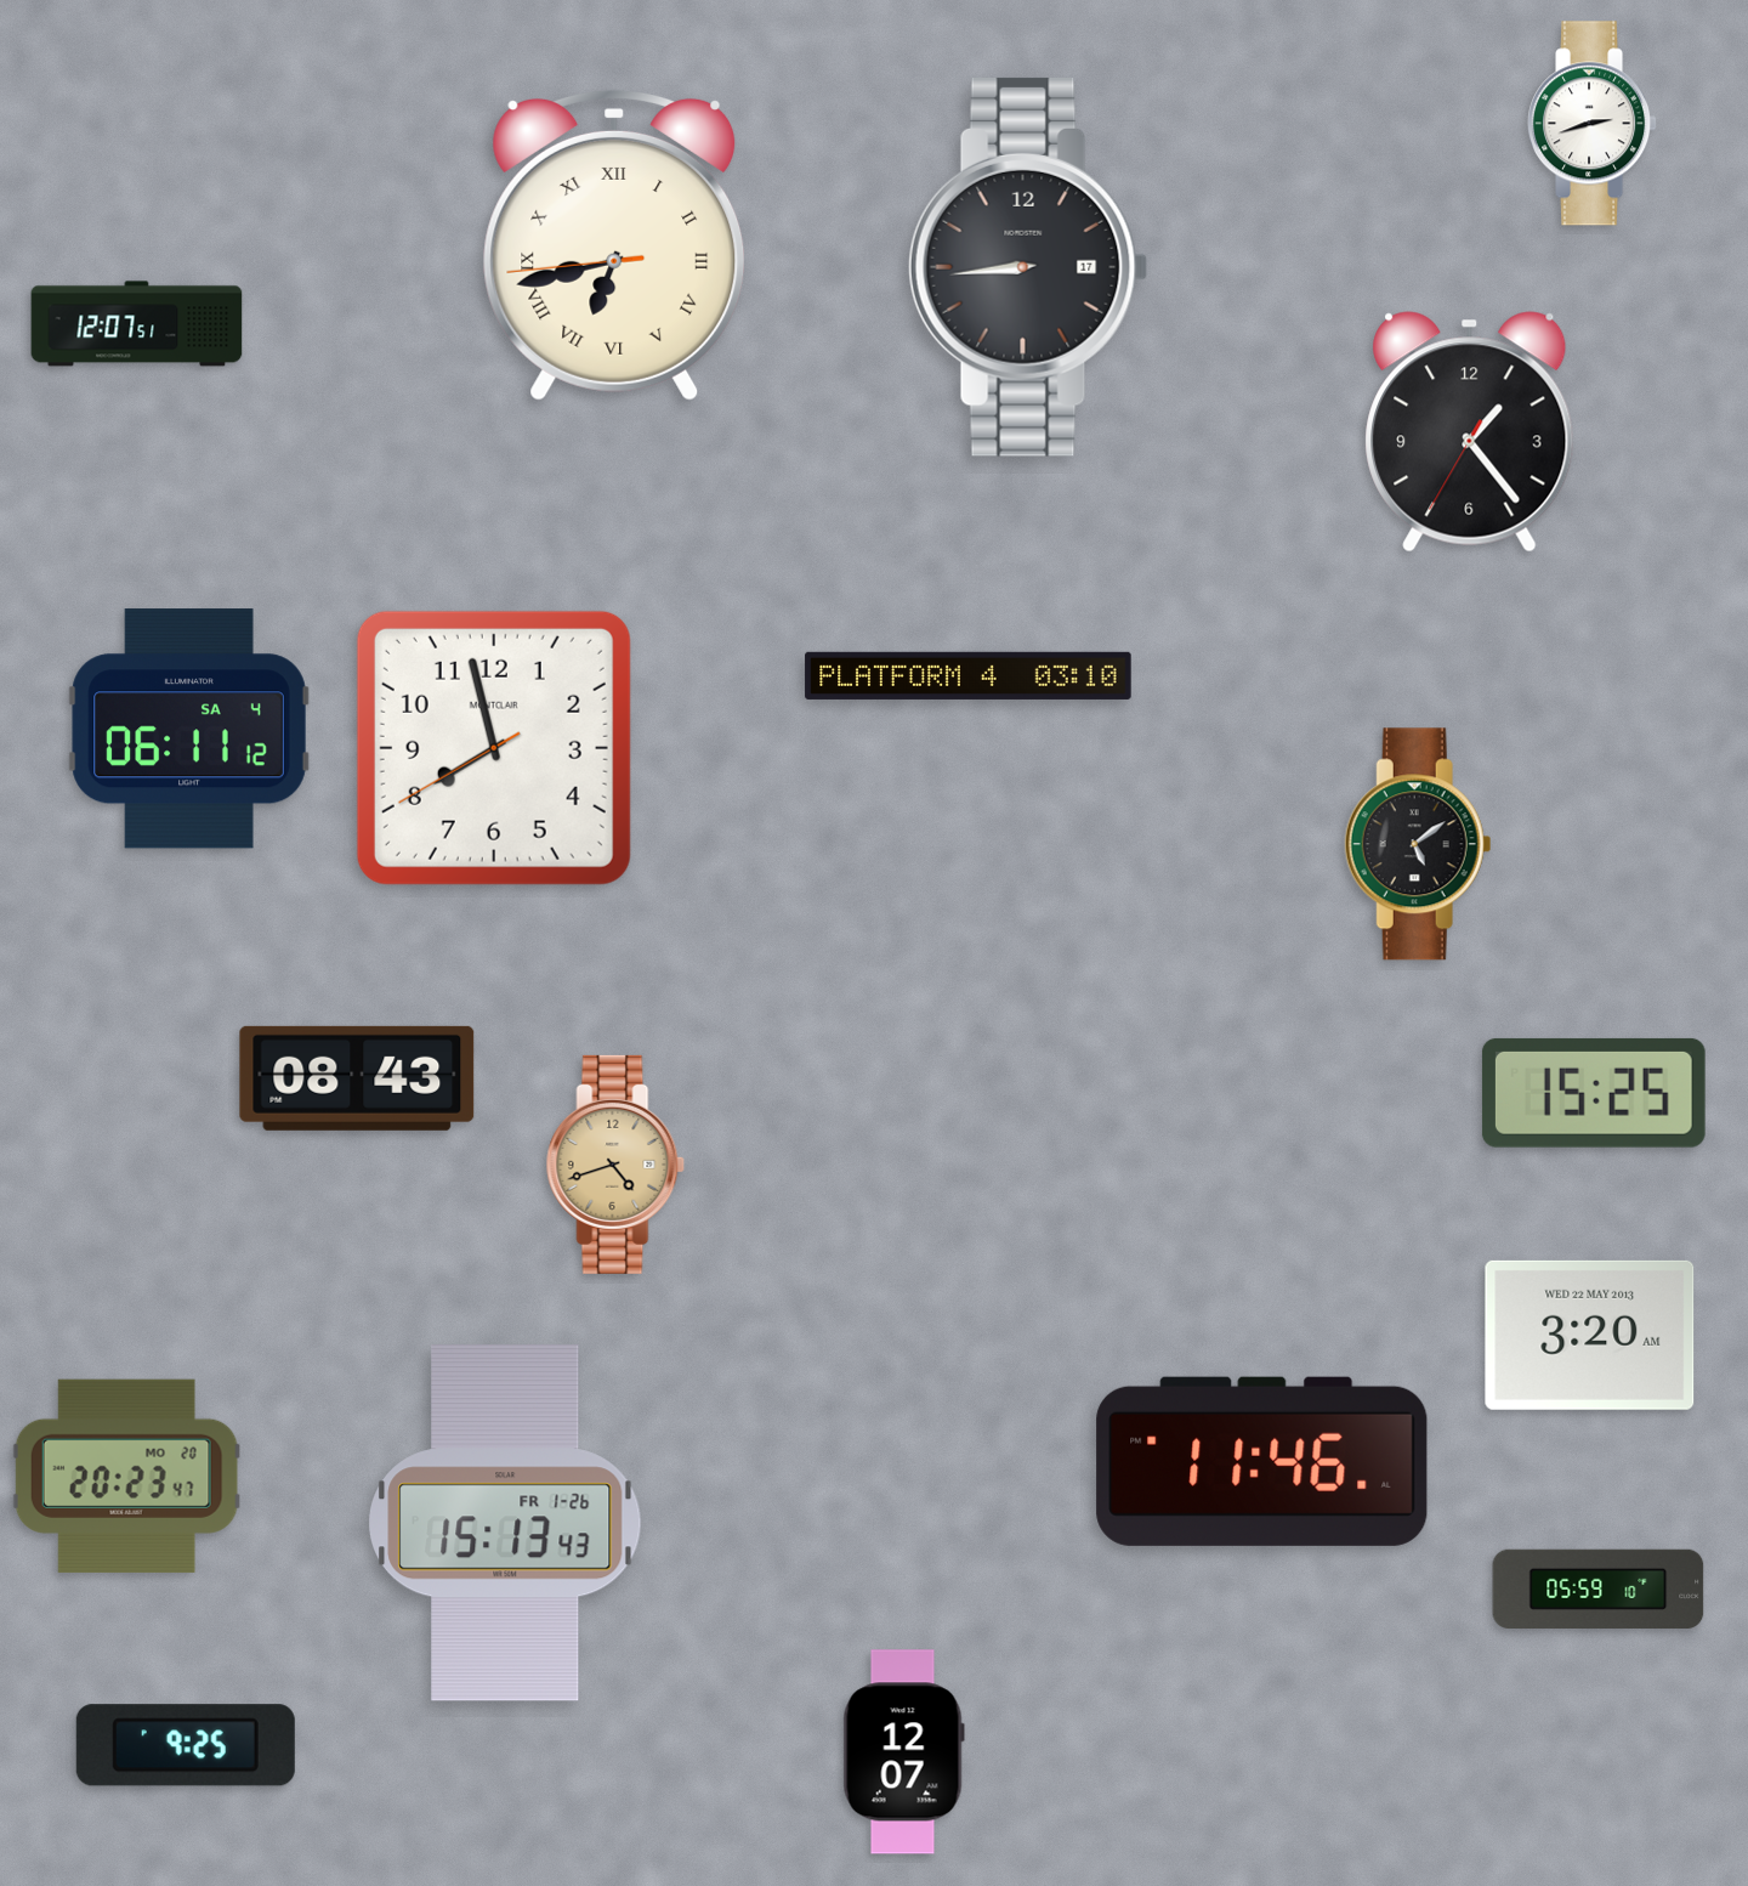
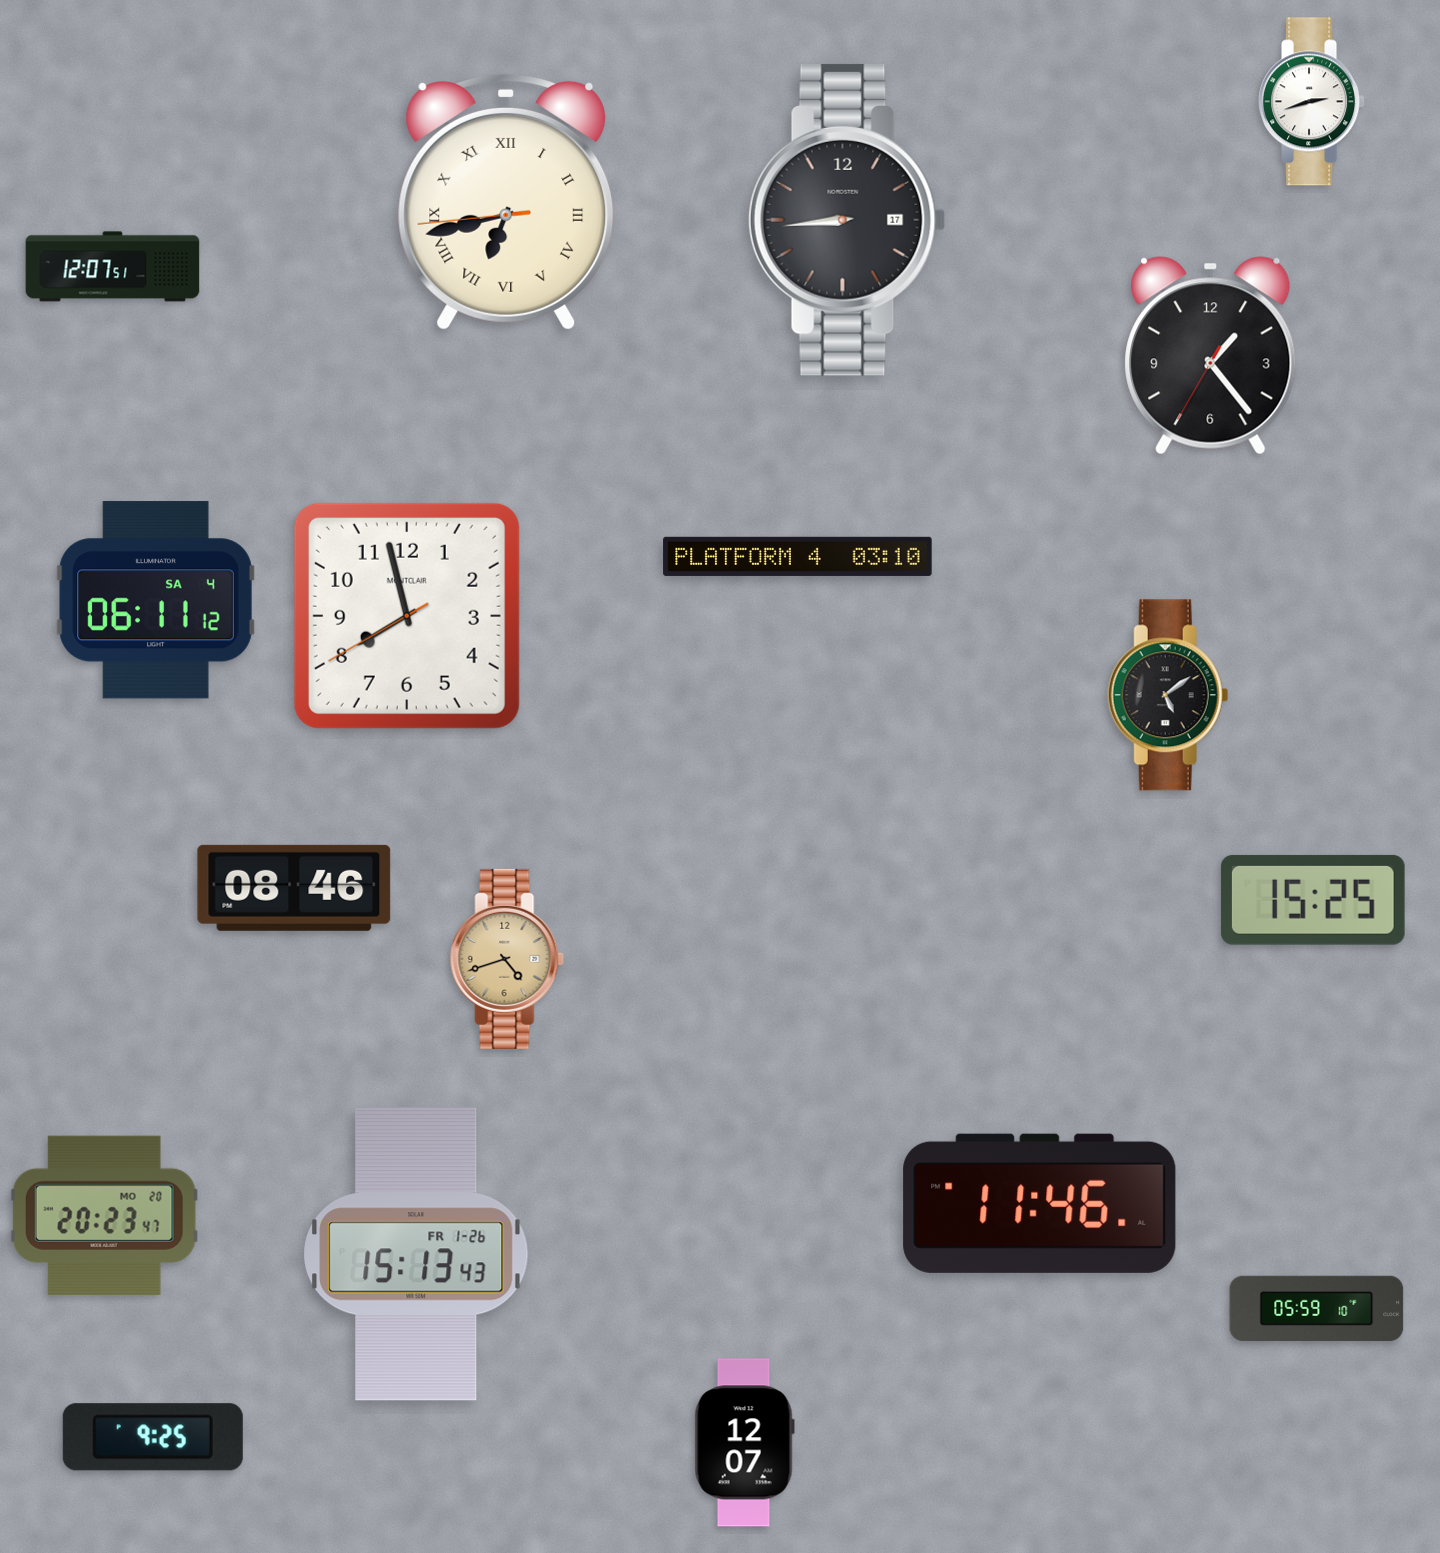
clock at (357, 1078): 08:43 -> 08:46
clock at (1590, 1335): 3:20 -> none
